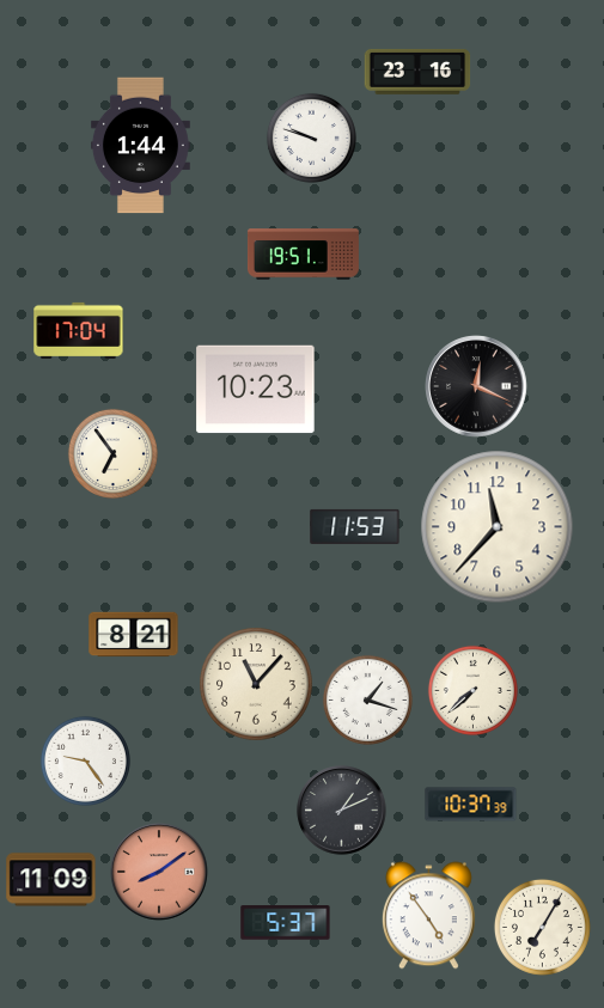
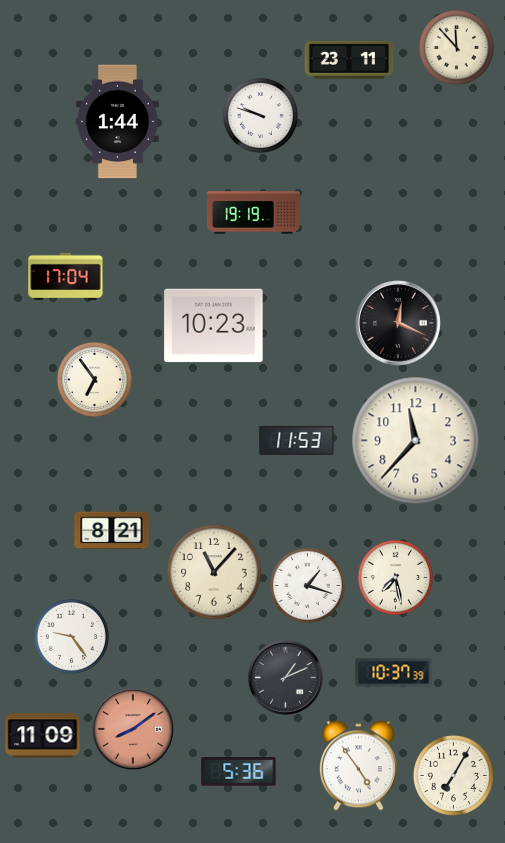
clock at (456, 47): none -> 11:53
clock at (417, 72): 23:16 -> 23:11
clock at (303, 255): 19:51 -> 19:19
clock at (472, 690): 7:38 -> 7:28
clock at (286, 923): 5:37 -> 5:36
